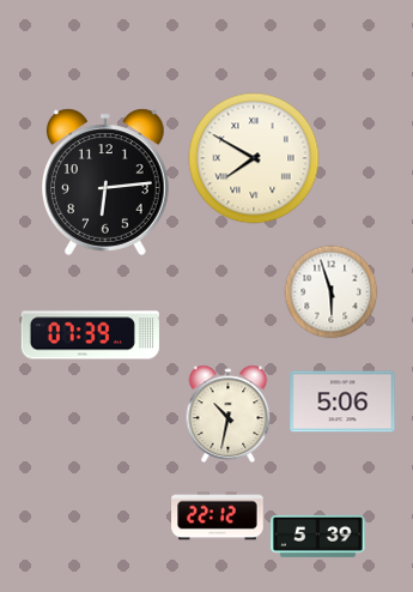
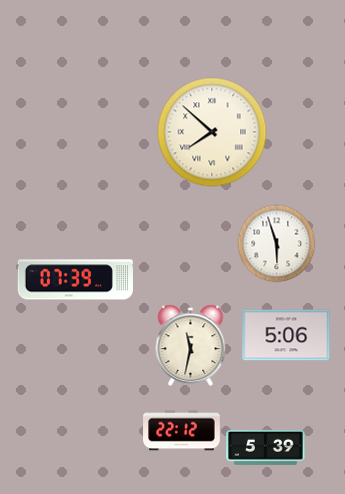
clock at (254, 158): 7:50 -> 7:52
clock at (107, 182): 6:14 -> none
clock at (229, 413): 10:32 -> 11:32
